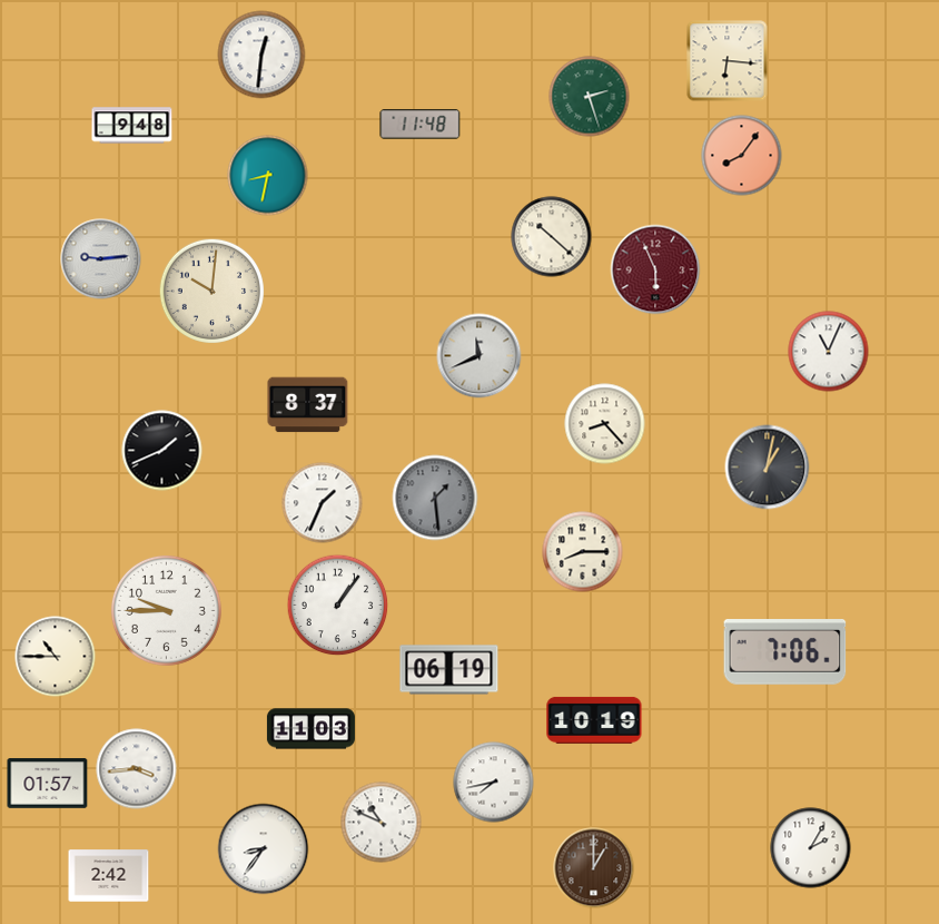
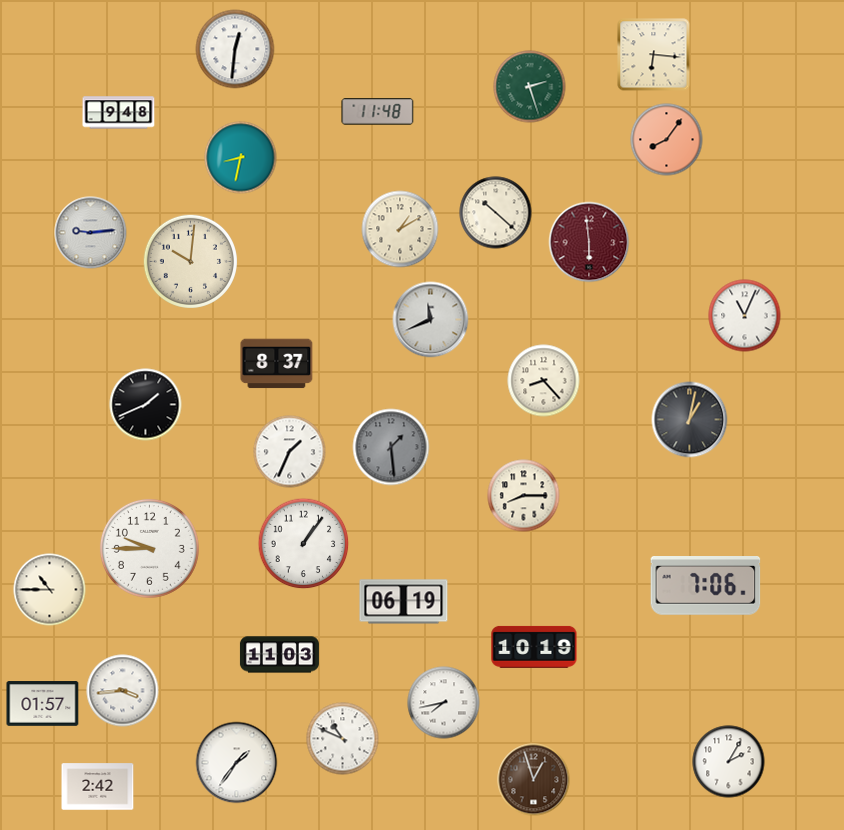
clock at (400, 229): none -> 1:10
clock at (655, 269): 5:56 -> 5:59
clock at (264, 849): 8:36 -> 1:36
clock at (594, 868): 1:00 -> 12:57
